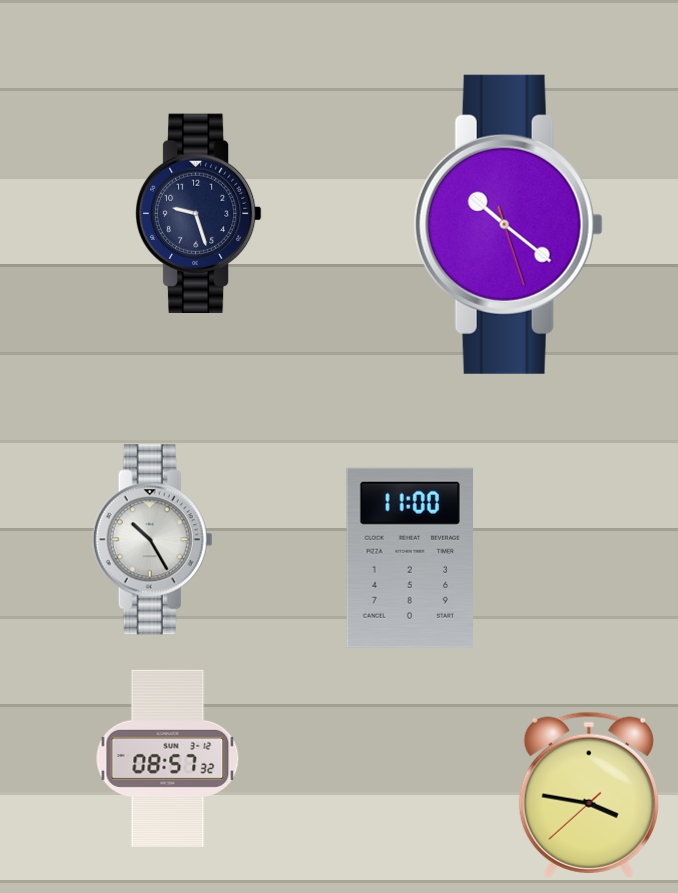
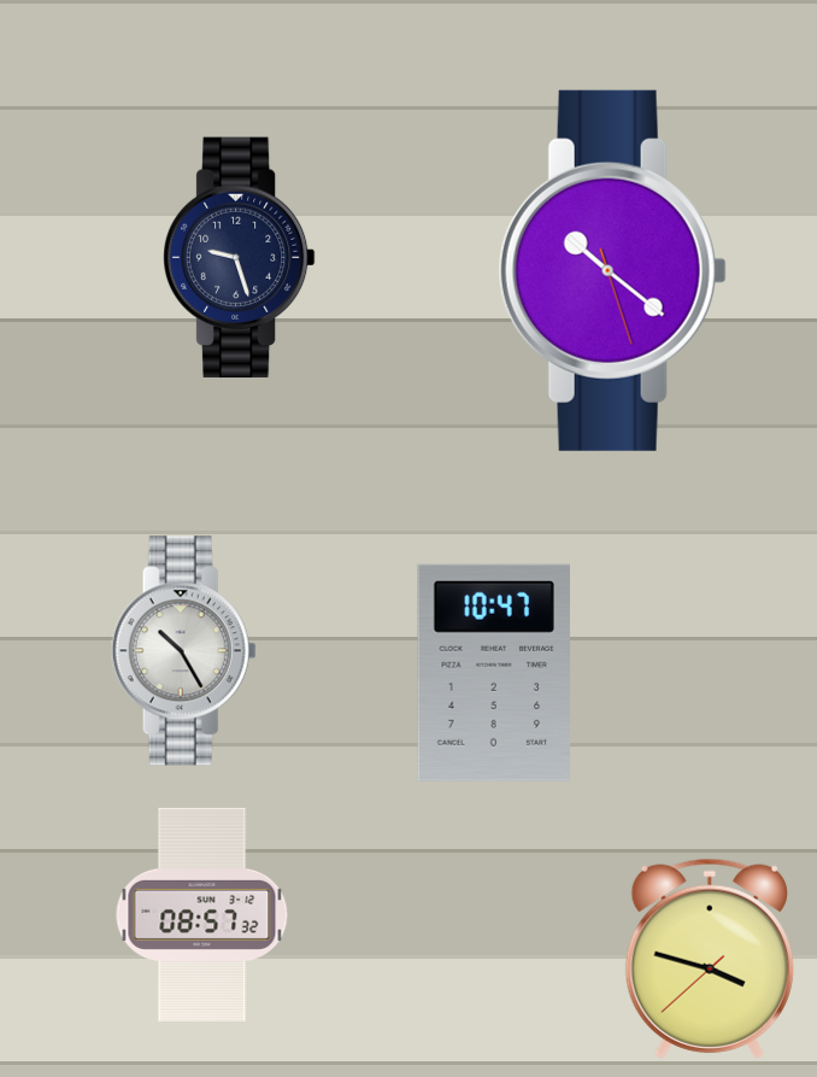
clock at (409, 558): 11:00 -> 10:47
clock at (589, 795): 3:46 -> 3:47
